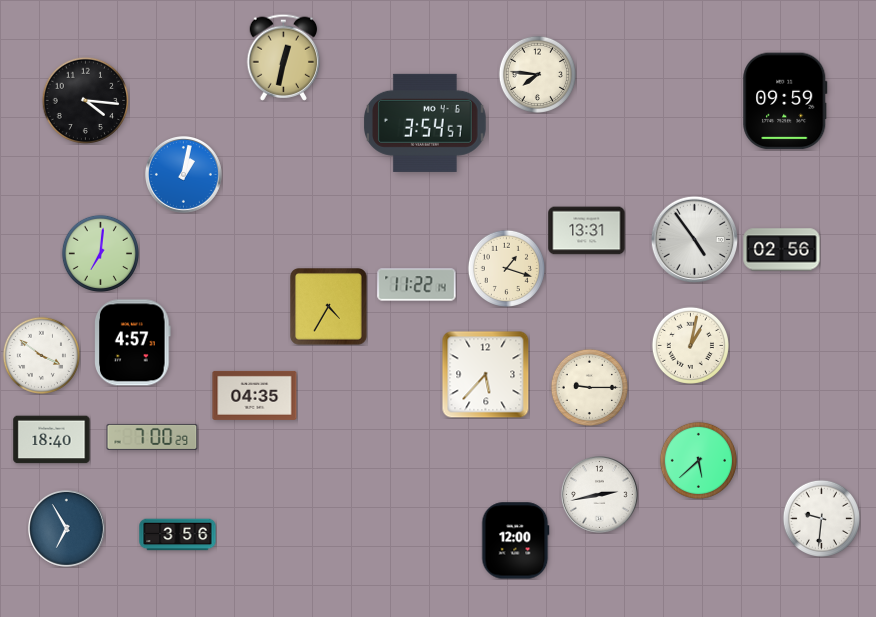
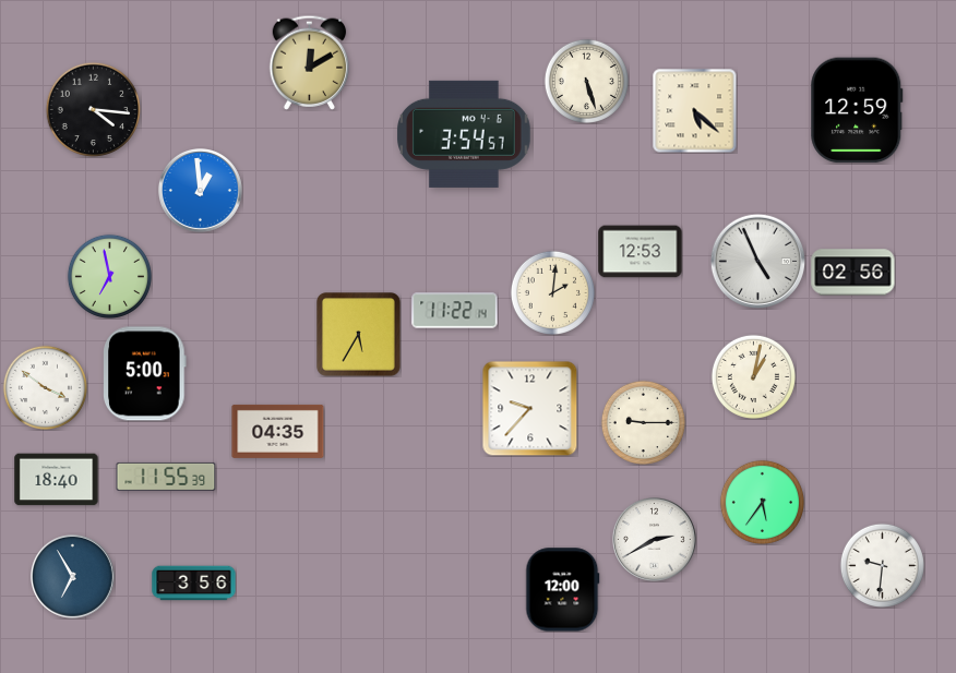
clock at (284, 57): 12:32 -> 12:10
clock at (537, 74): 7:46 -> 5:27
clock at (694, 110): none -> 5:22
clock at (785, 101): 09:59 -> 12:59
clock at (184, 175): 1:02 -> 12:59
clock at (587, 231): 13:31 -> 12:53
clock at (694, 239): 4:54 -> 4:56
clock at (100, 253): 7:01 -> 6:58
clock at (506, 268): 1:18 -> 2:01
clock at (329, 307): 4:35 -> 5:35
clock at (133, 343): 4:57 -> 5:00
clock at (486, 375): 5:37 -> 9:37
clock at (152, 437): 7:00 -> 11:55
clock at (698, 460): 5:38 -> 5:36
clock at (600, 495): 2:43 -> 2:40
clock at (821, 518) position: (821, 518) -> (882, 565)
